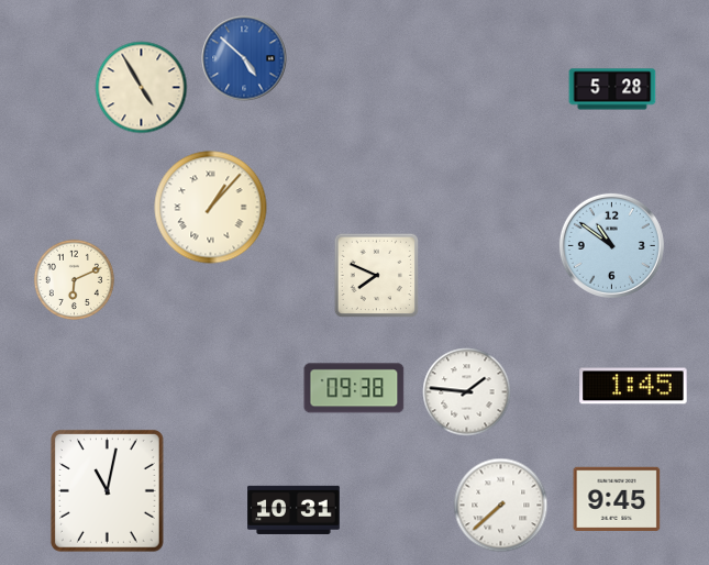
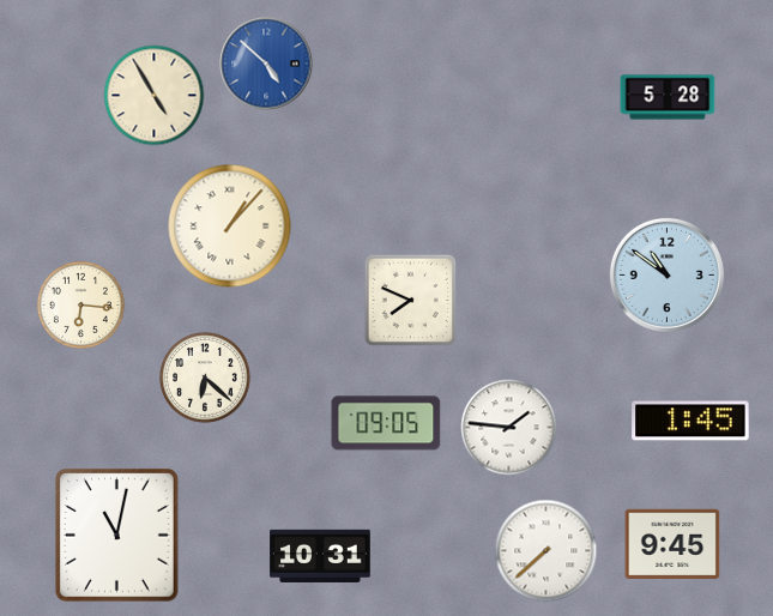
clock at (611, 245) position: (611, 245) -> (666, 274)
clock at (74, 279): 6:11 -> 6:16
clock at (206, 379): none -> 6:22
clock at (354, 388): 09:38 -> 09:05
